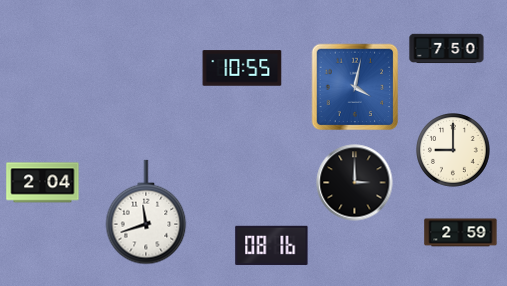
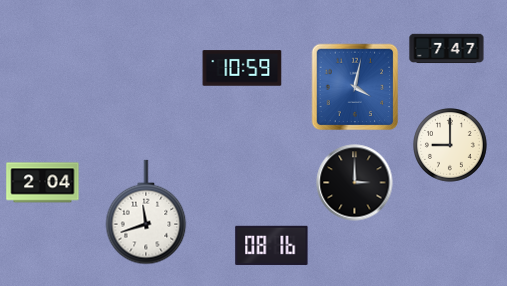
clock at (447, 49): 7:50 -> 7:47
clock at (242, 68): 10:55 -> 10:59
clock at (454, 151) position: (454, 151) -> (451, 146)
clock at (461, 233): 2:59 -> none
